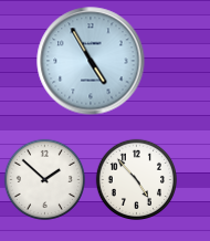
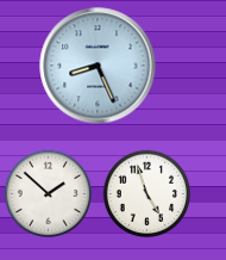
clock at (91, 61): 4:55 -> 8:26
clock at (136, 179): 4:53 -> 4:57
